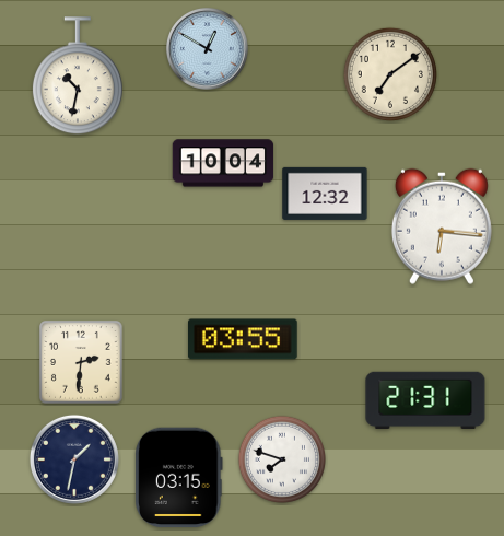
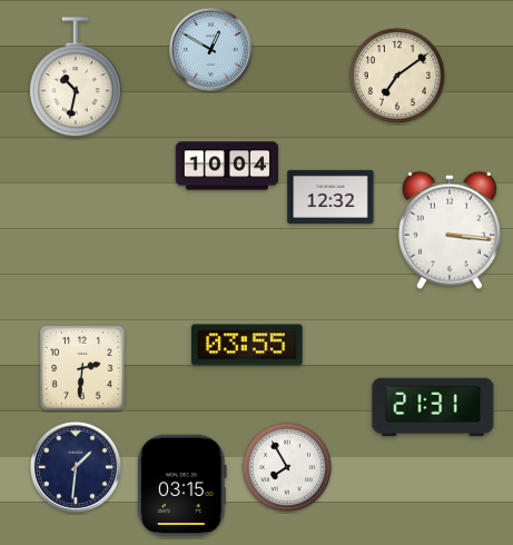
clock at (78, 77) position: (78, 77) -> (76, 78)
clock at (442, 226): 6:16 -> 3:16
clock at (281, 458): 7:48 -> 7:55
clock at (74, 459): 1:32 -> 1:31
